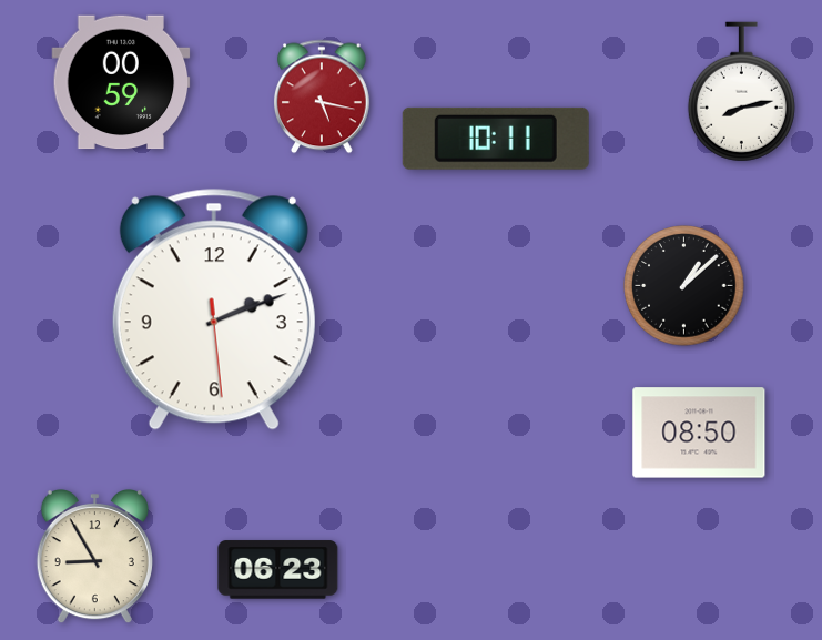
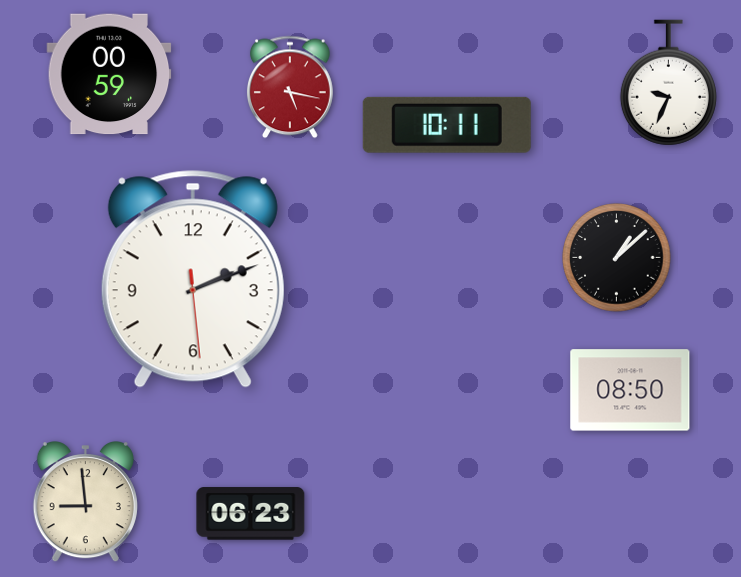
clock at (741, 92): 8:13 -> 9:34
clock at (94, 558): 8:55 -> 8:59
